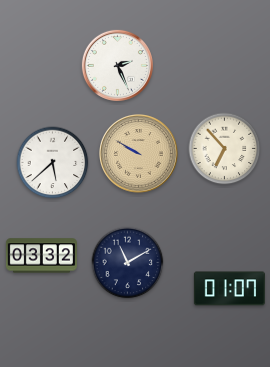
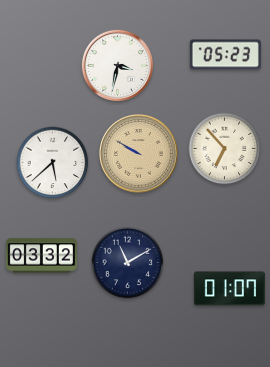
clock at (225, 55): none -> 05:23
clock at (117, 65): 2:26 -> 3:32
